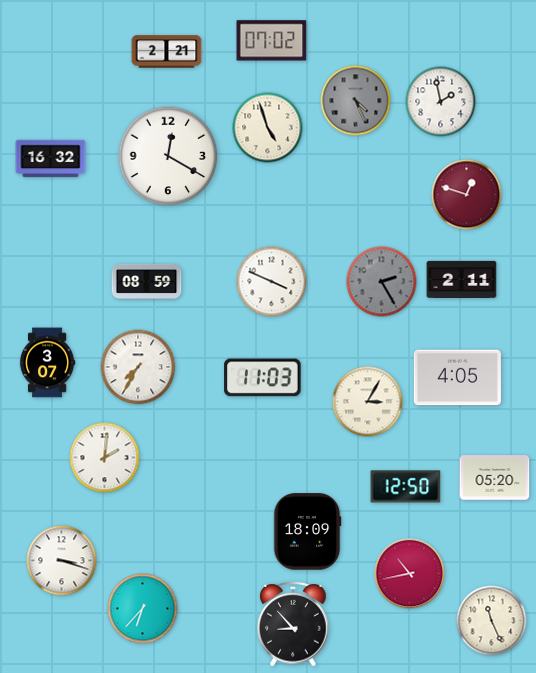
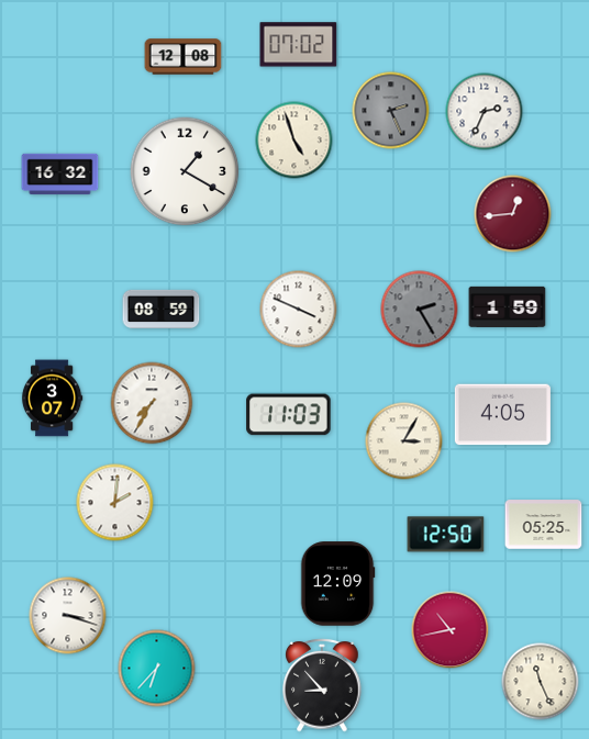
clock at (167, 52): 2:21 -> 12:08
clock at (356, 101): 4:26 -> 2:26
clock at (441, 102): 1:58 -> 2:34
clock at (168, 156): 12:20 -> 1:20
clock at (51, 159) position: (51, 159) -> (60, 175)
clock at (467, 195): 12:48 -> 12:44
clock at (462, 279): 2:11 -> 1:59
clock at (495, 478): 05:20 -> 05:25
clock at (307, 532): 18:09 -> 12:09
